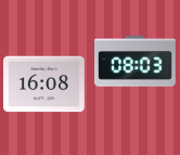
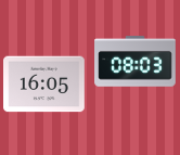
clock at (44, 85): 16:08 -> 16:05
